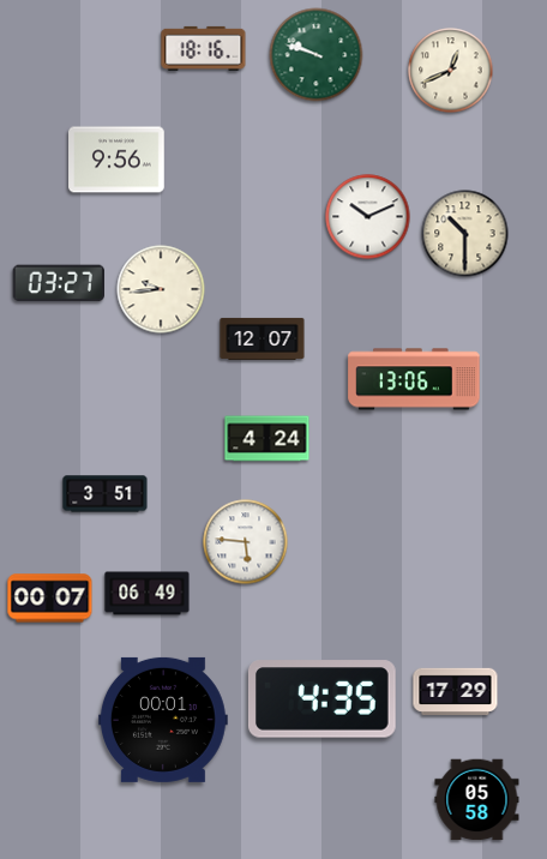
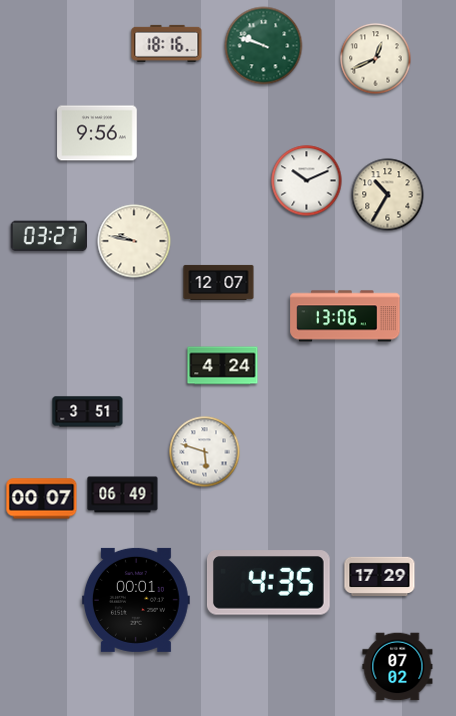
clock at (204, 48) position: (204, 48) -> (167, 43)
clock at (465, 234): 10:30 -> 10:35
clock at (161, 289): 9:44 -> 9:47
clock at (246, 542): 5:46 -> 5:48
clock at (477, 800): 05:58 -> 07:02
